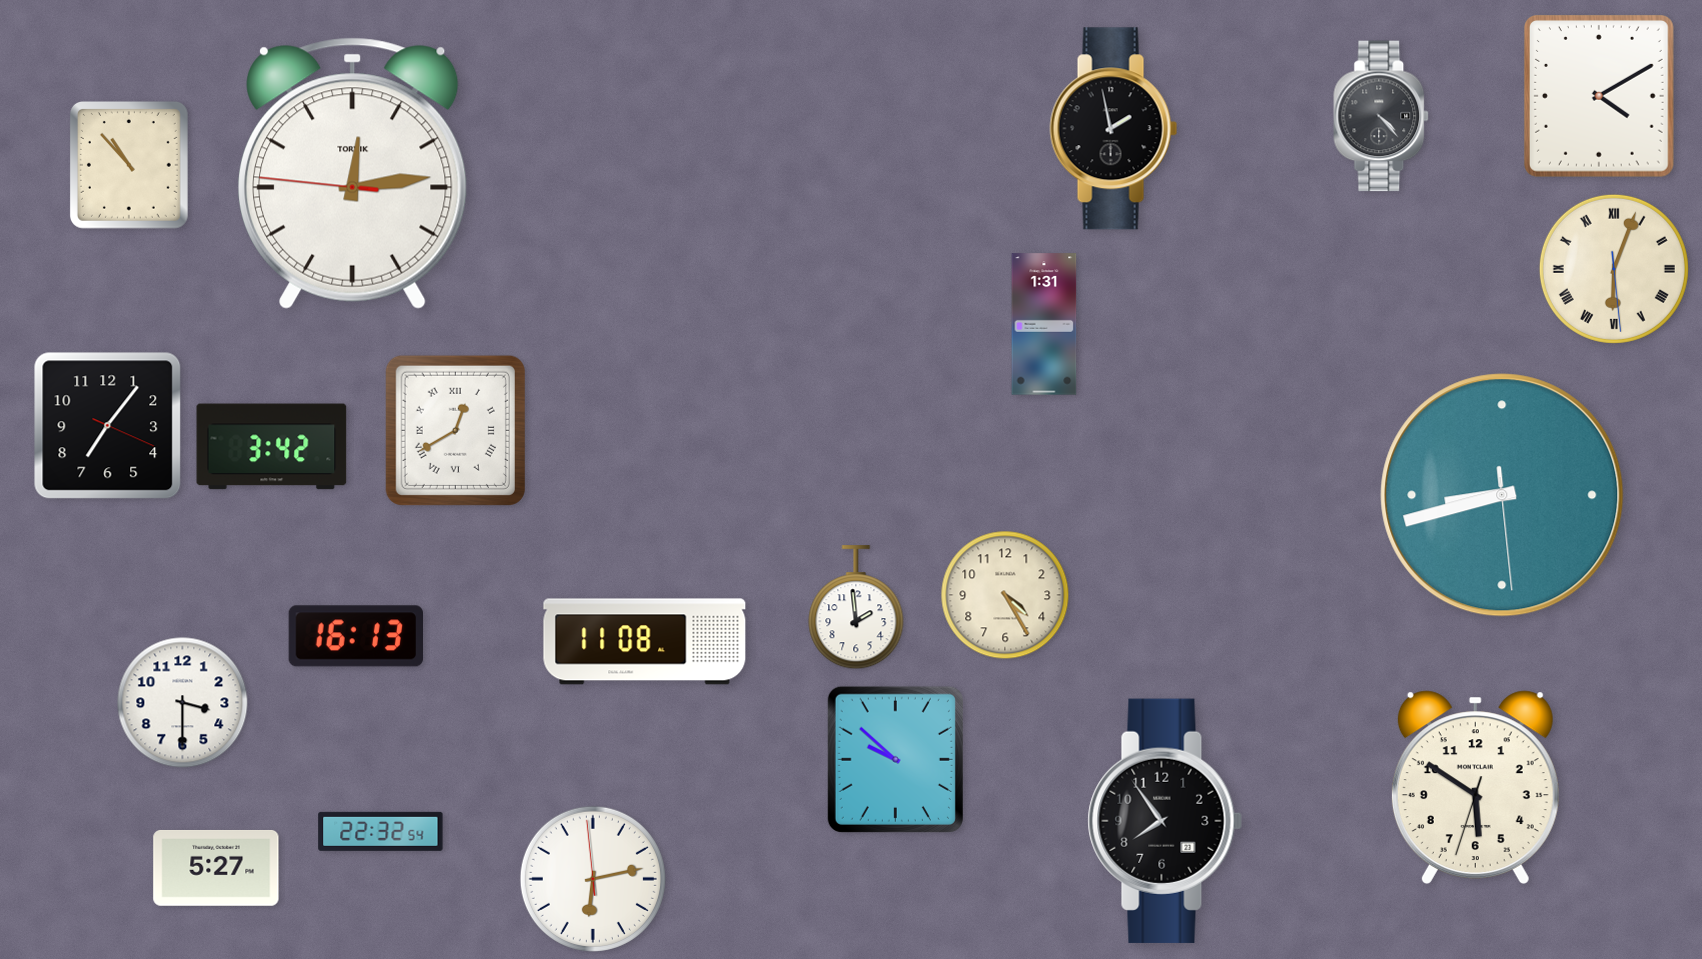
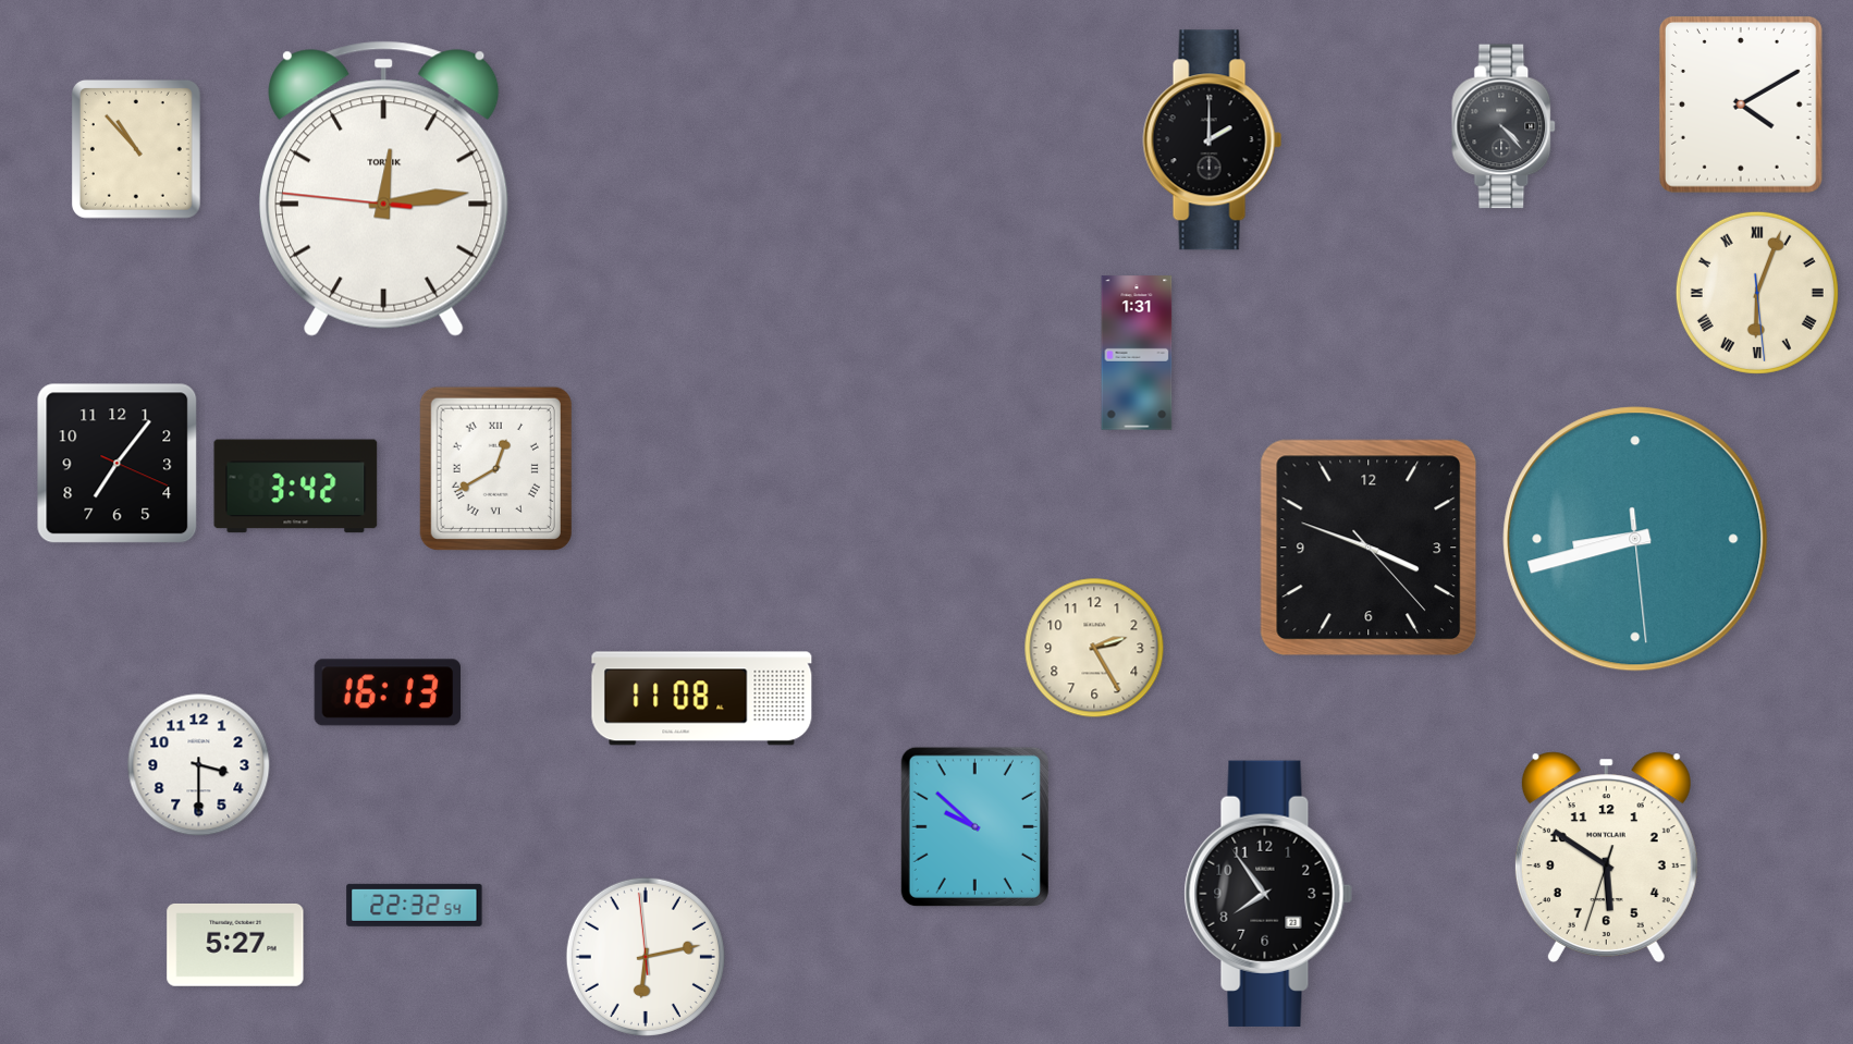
clock at (1114, 129): 1:58 -> 2:00
clock at (129, 165) position: (129, 165) -> (136, 149)
clock at (1369, 548): none -> 3:48
clock at (1005, 595): 4:25 -> 2:25
clock at (856, 608): 1:59 -> none
